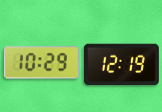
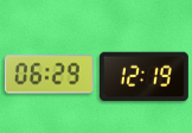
clock at (41, 63): 10:29 -> 06:29
